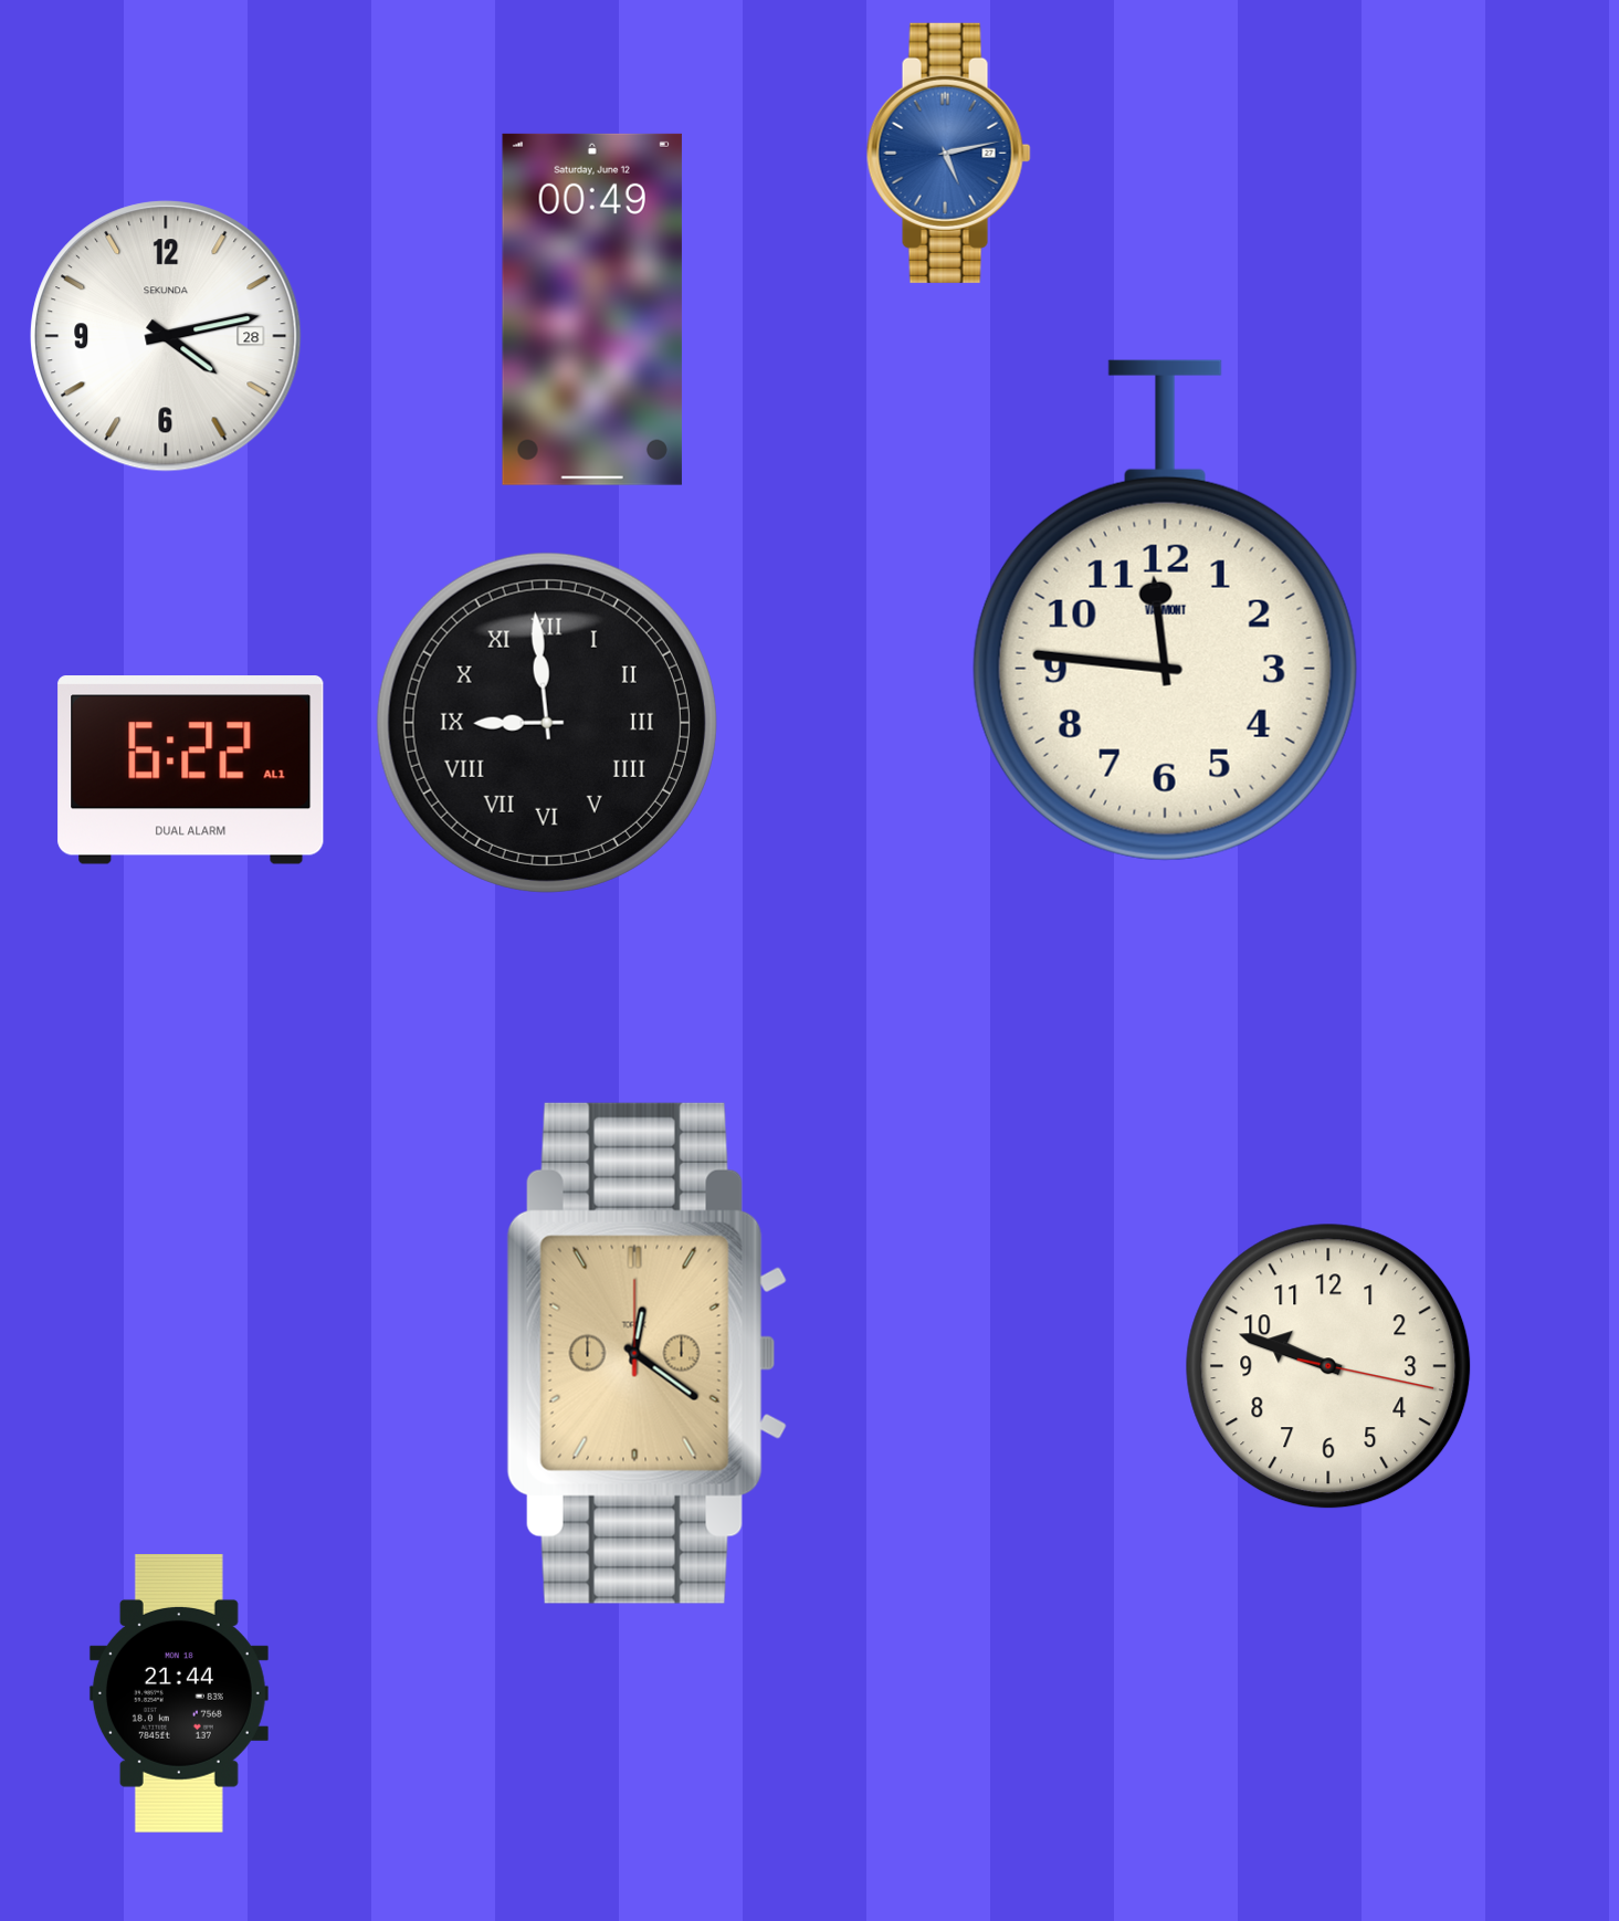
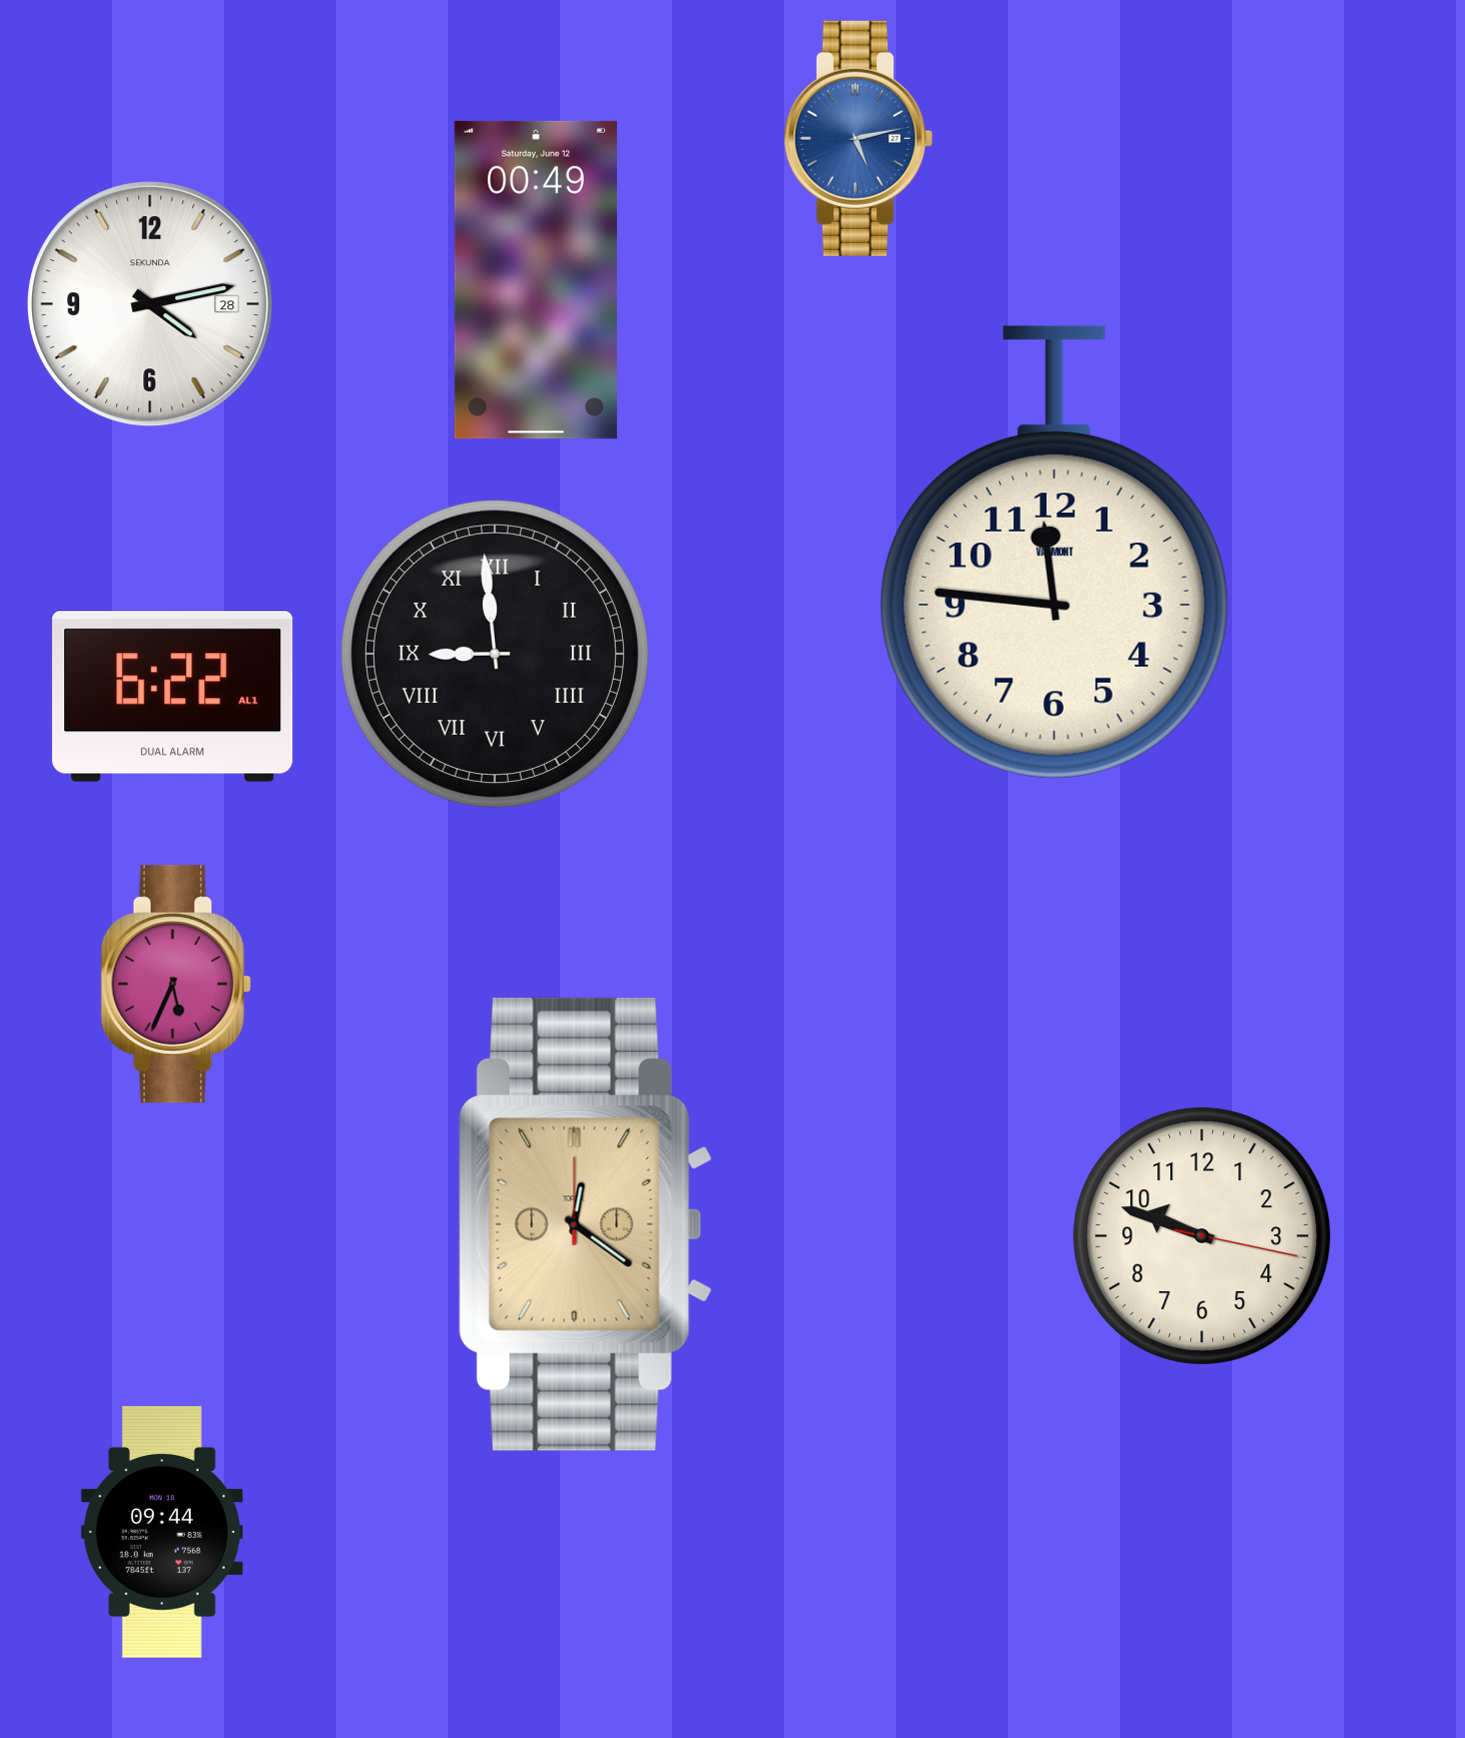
clock at (176, 984): none -> 5:34
clock at (179, 1694): 21:44 -> 09:44
